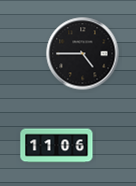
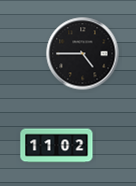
clock at (57, 146): 11:06 -> 11:02
